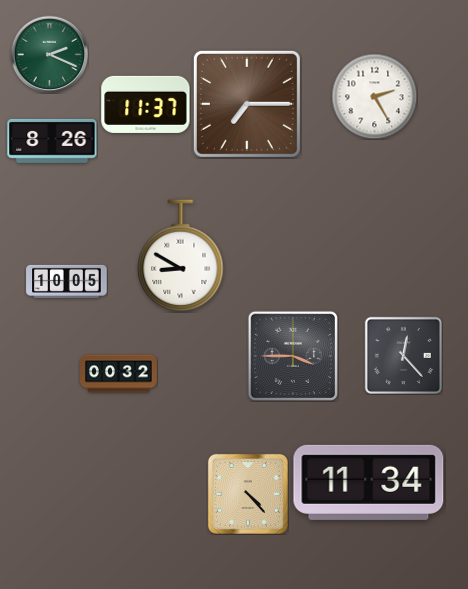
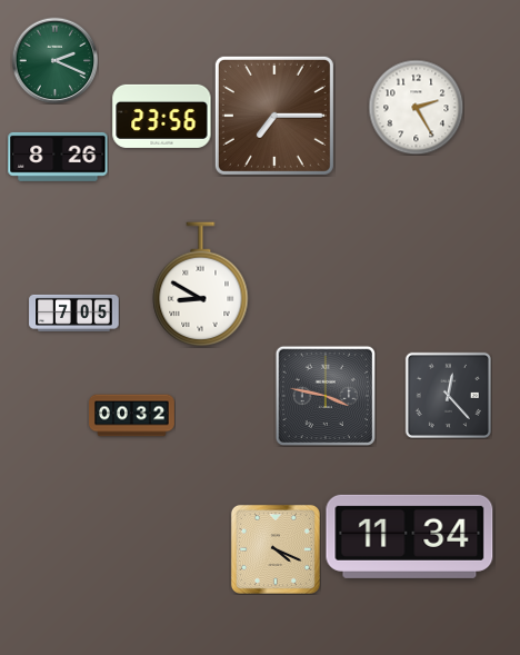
clock at (146, 104): 11:37 -> 23:56
clock at (67, 281): 10:05 -> 7:05
clock at (292, 355): 3:45 -> 3:47
clock at (248, 494): 4:23 -> 4:19
